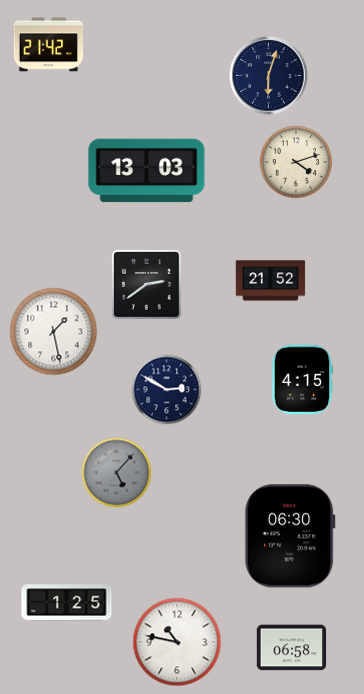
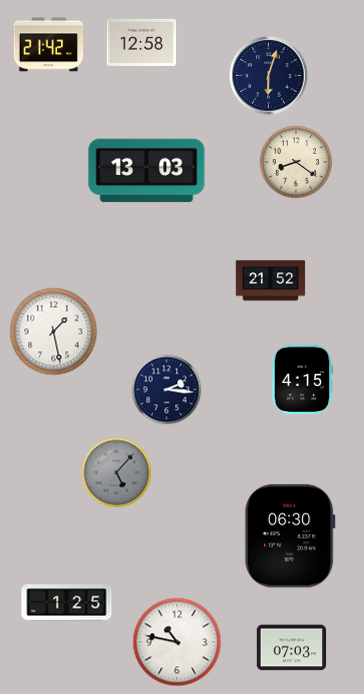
clock at (142, 42): none -> 12:58
clock at (296, 162): 4:12 -> 8:21
clock at (146, 284): 2:39 -> none
clock at (167, 390): 2:50 -> 2:16
clock at (292, 648): 06:58 -> 07:03
